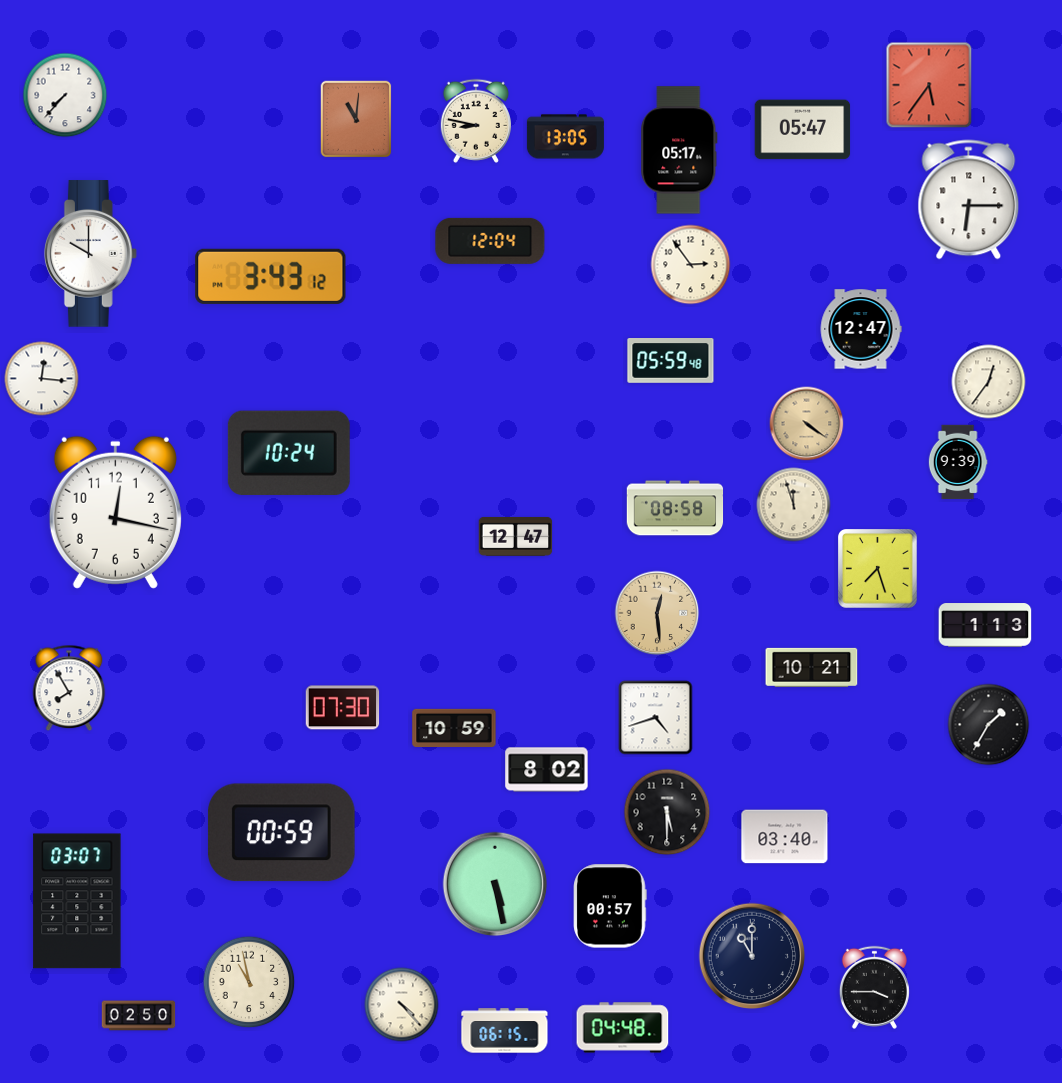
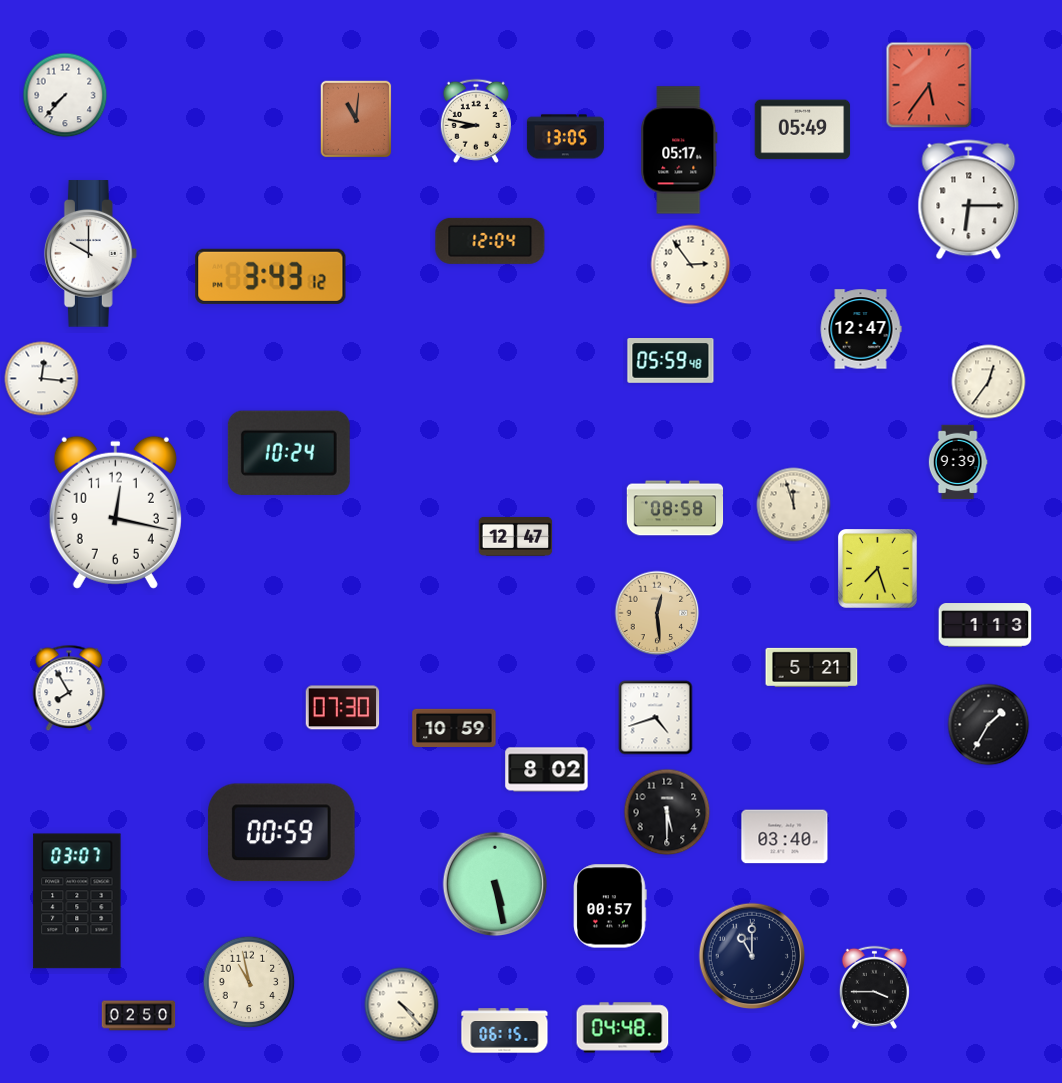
clock at (803, 130): 05:47 -> 05:49
clock at (807, 424): 4:21 -> none
clock at (812, 667): 10:21 -> 5:21
